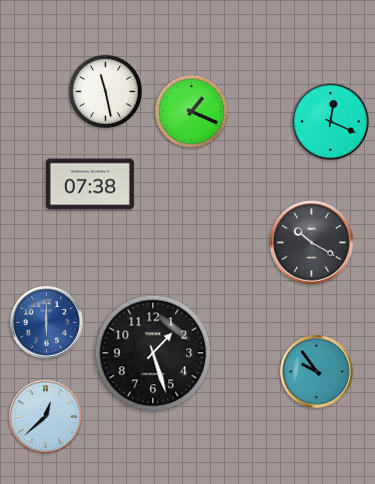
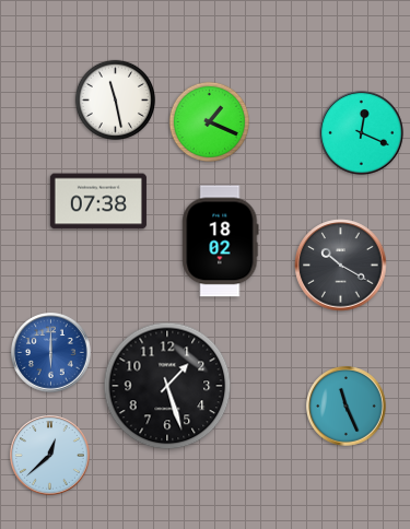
clock at (221, 242): none -> 18:02
clock at (317, 372): 9:54 -> 11:26
